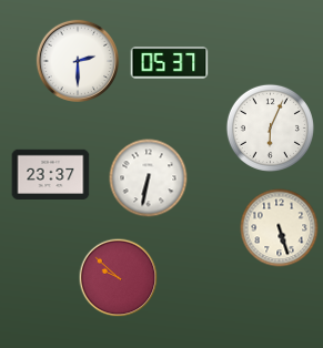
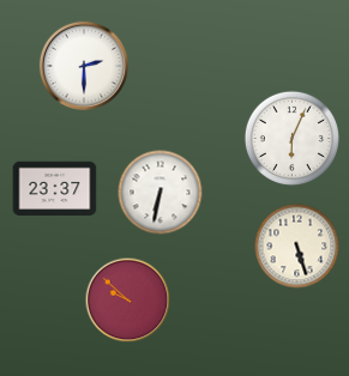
clock at (170, 63): 05:37 -> none
clock at (280, 228) position: (280, 228) -> (297, 247)
